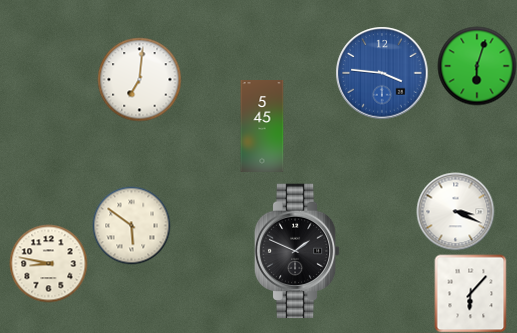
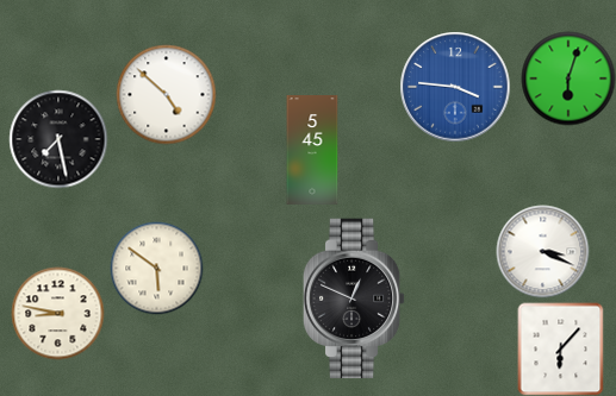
clock at (139, 79): 7:01 -> 4:52
clock at (58, 139): none -> 7:28
clock at (297, 251): 1:49 -> 12:49
